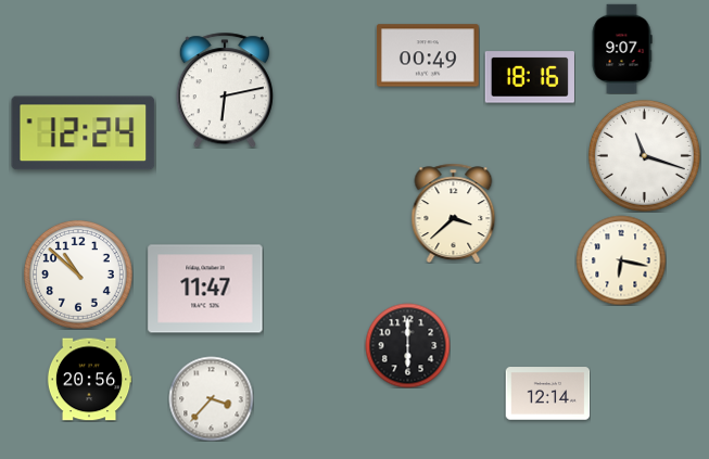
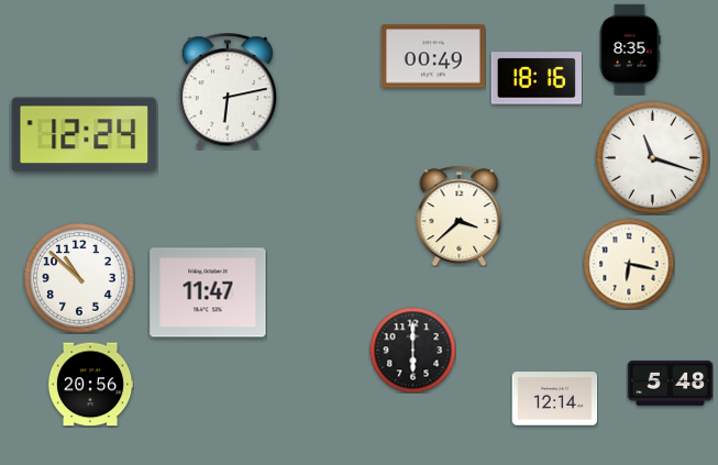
clock at (622, 48): 9:07 -> 8:35
clock at (670, 383): none -> 5:48
clock at (211, 398): 3:37 -> none
